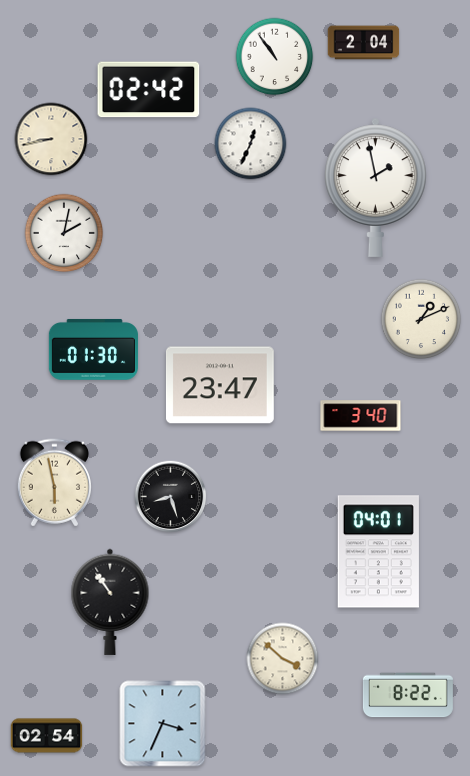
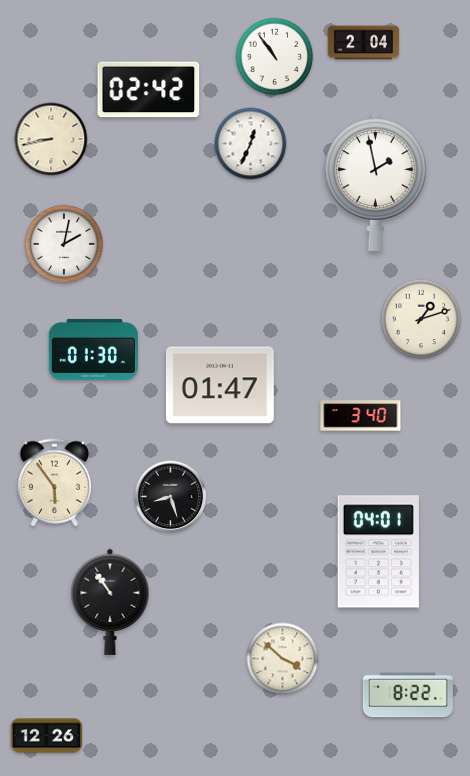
clock at (376, 187) position: (376, 187) -> (376, 181)
clock at (64, 233) position: (64, 233) -> (64, 244)
clock at (421, 319): 1:11 -> 1:12
clock at (220, 385): 23:47 -> 01:47
clock at (54, 483): 5:58 -> 5:54
clock at (163, 724): 3:34 -> none
clock at (47, 736): 02:54 -> 12:26
